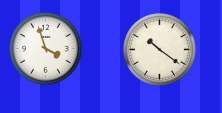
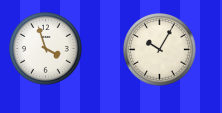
clock at (160, 50): 10:21 -> 10:05
